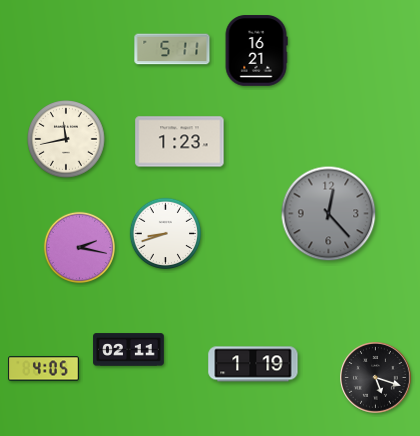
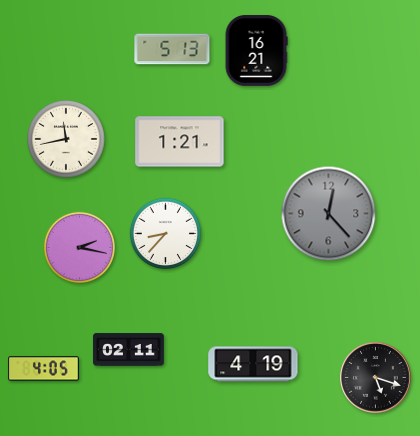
clock at (172, 49): 5:11 -> 5:13
clock at (180, 142): 1:23 -> 1:21
clock at (166, 234): 8:42 -> 8:37
clock at (253, 364): 1:19 -> 4:19
